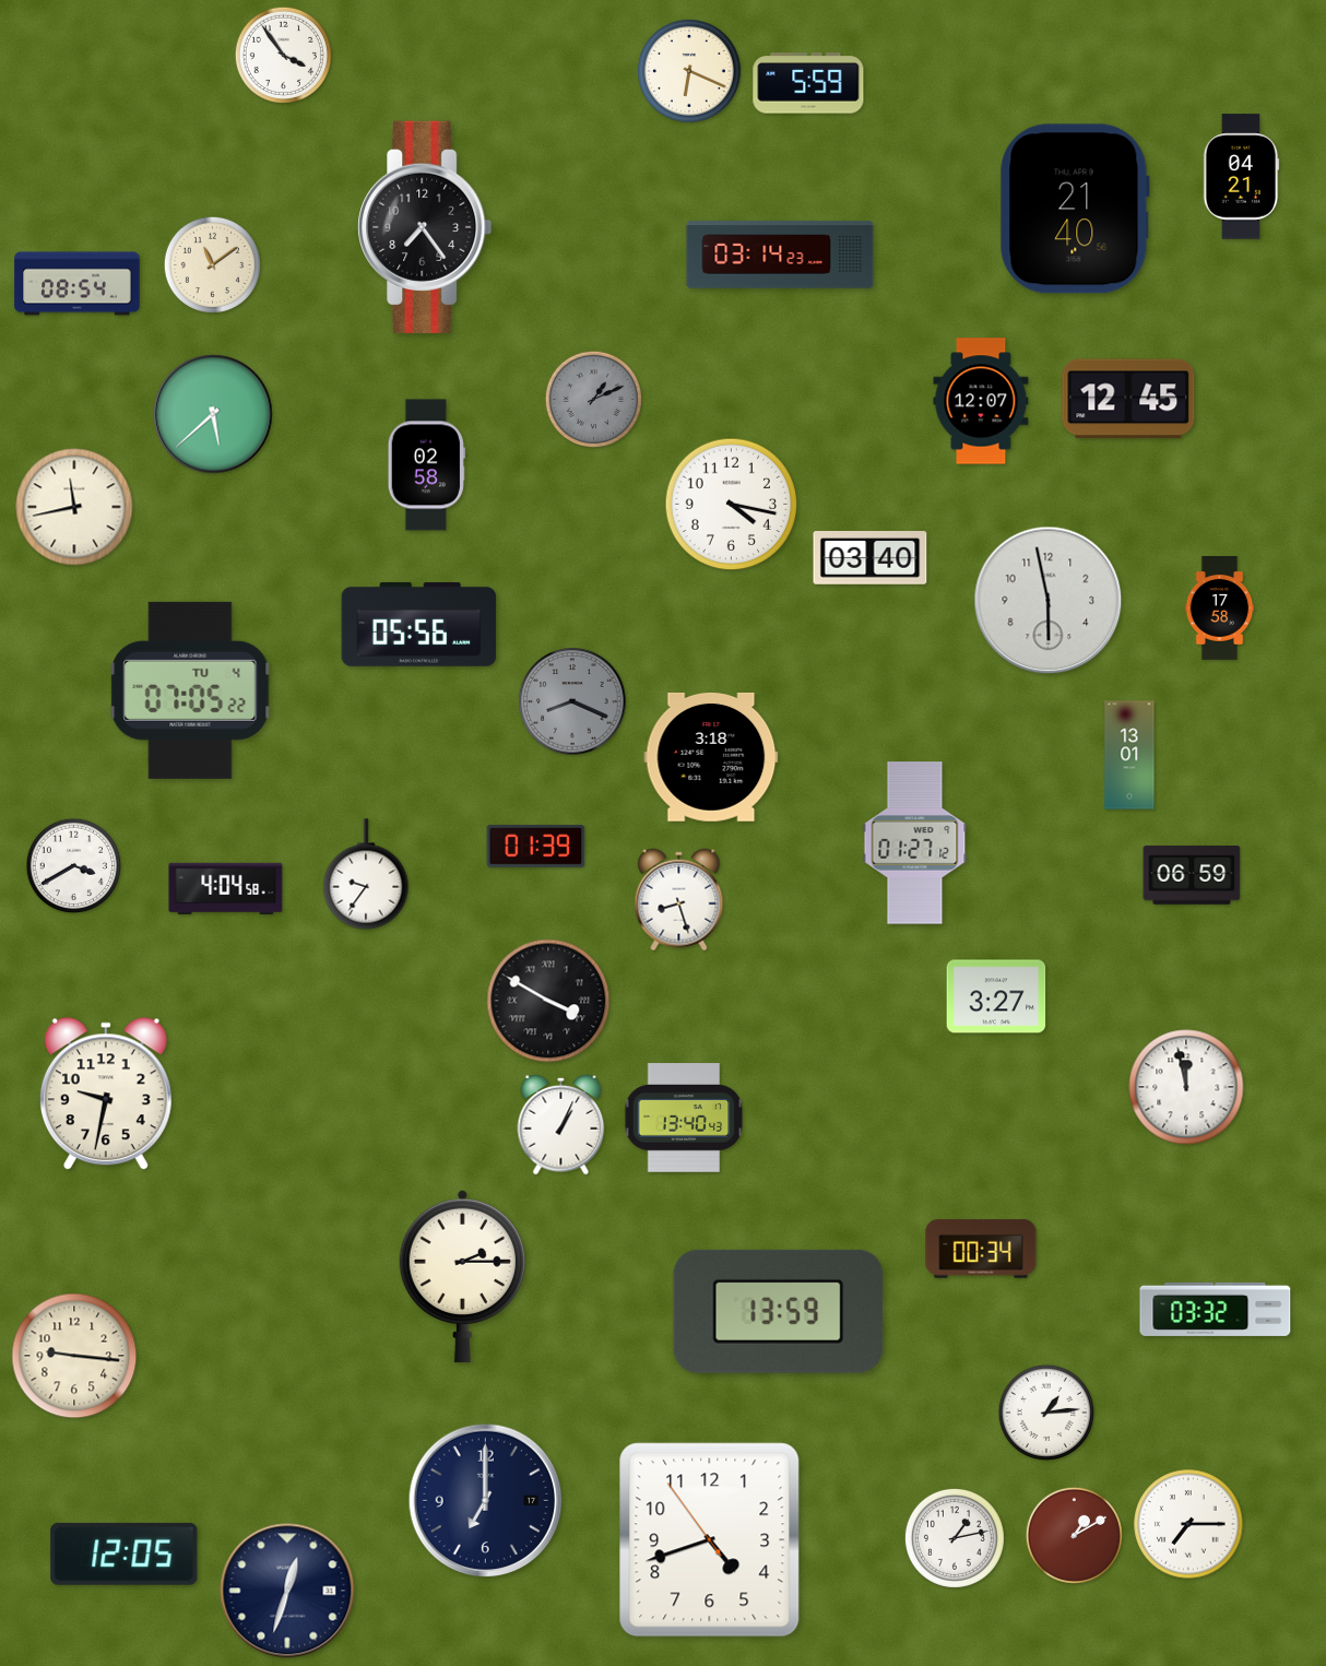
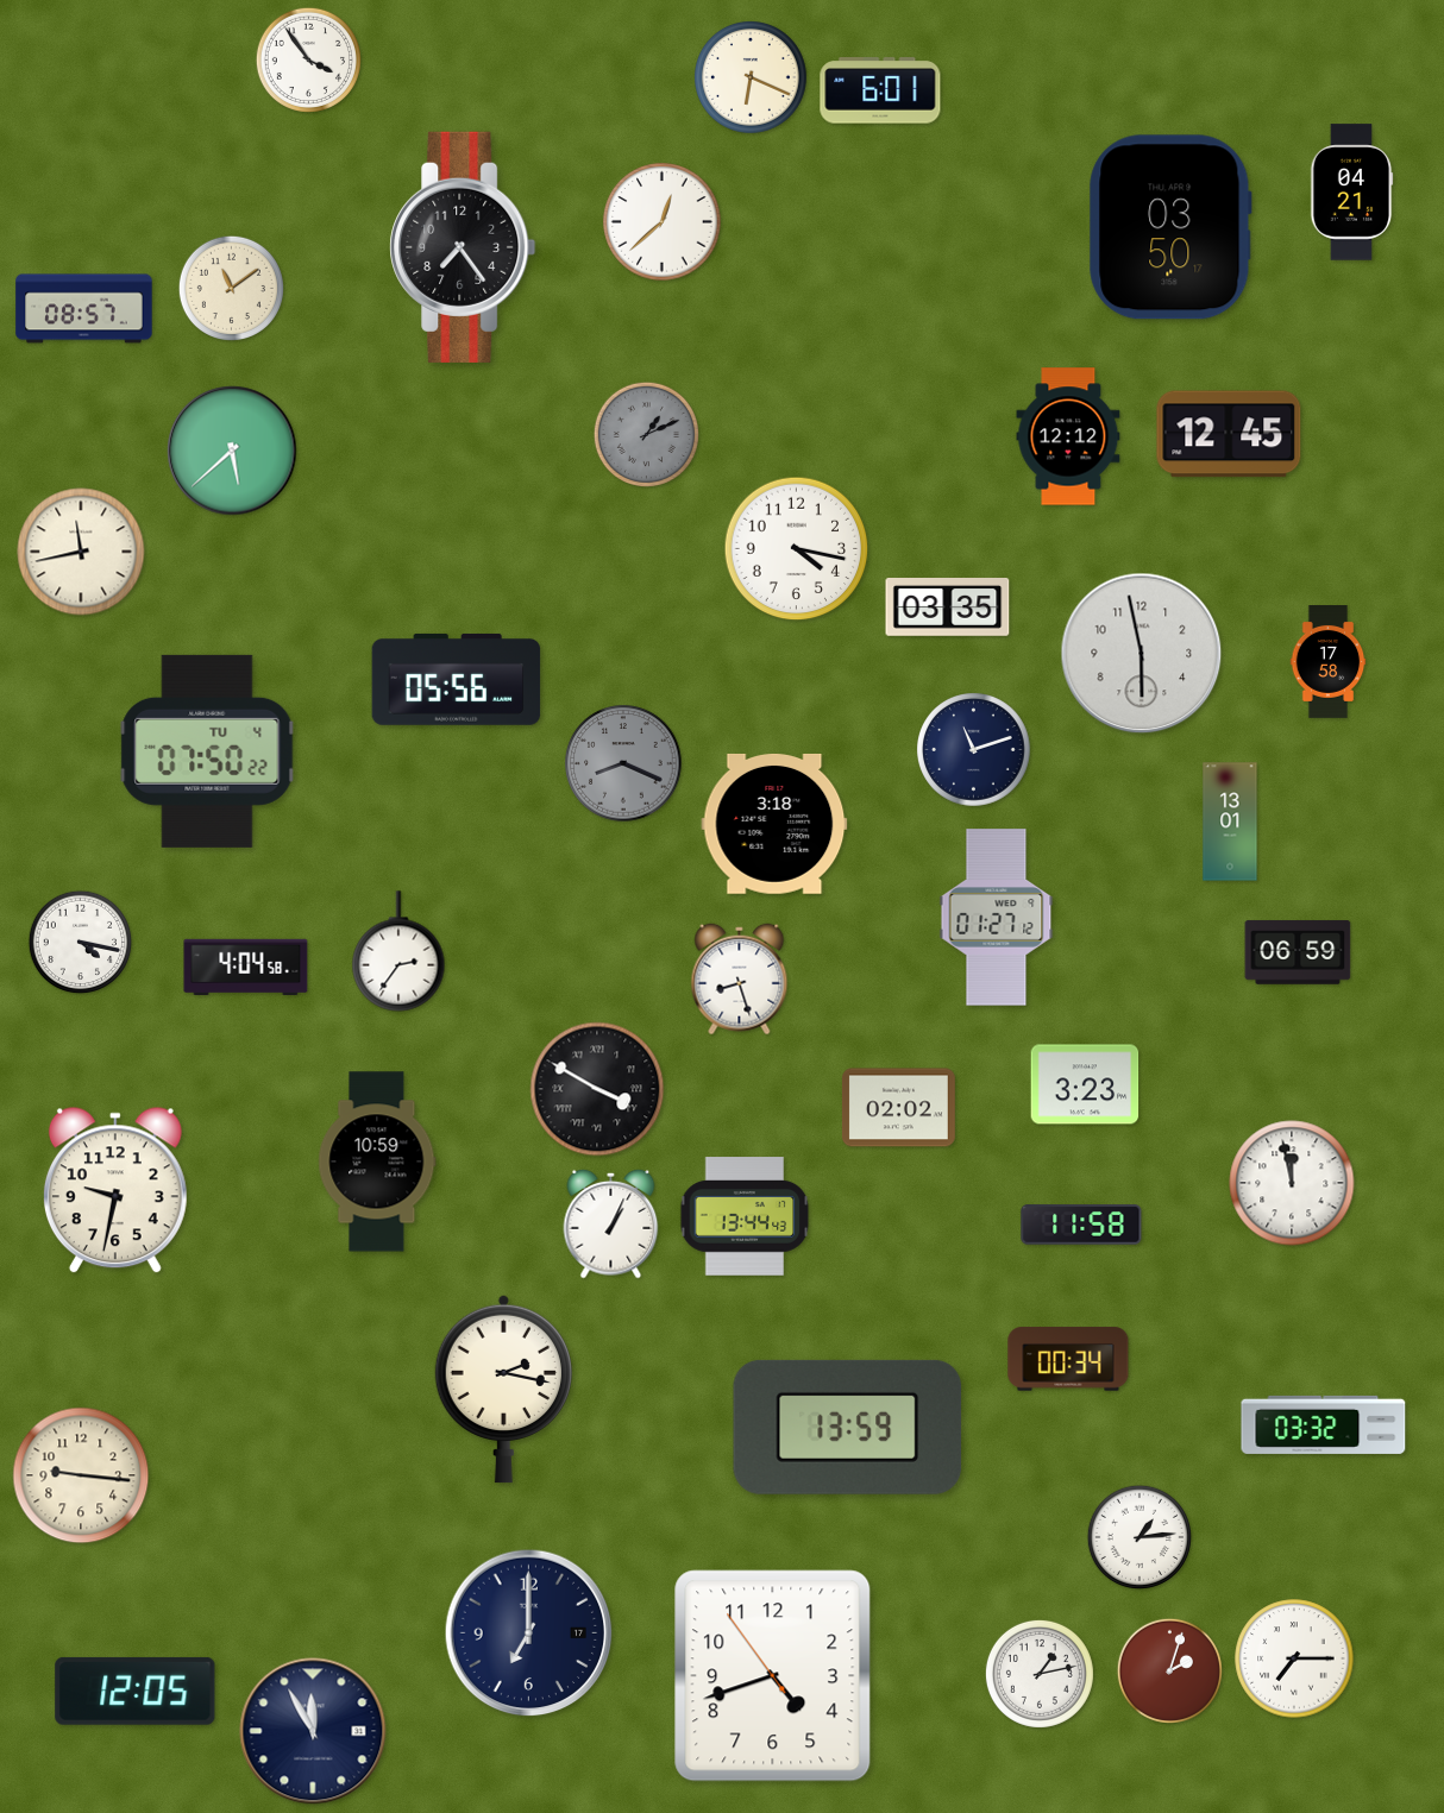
clock at (808, 83): 5:59 -> 6:01
clock at (663, 222): none -> 12:38
clock at (1075, 209): 21:40 -> 03:50
clock at (780, 255): 03:14 -> none
clock at (78, 284): 08:54 -> 08:57
clock at (981, 401): 12:07 -> 12:12
clock at (426, 465): 02:58 -> none
clock at (871, 558): 03:40 -> 03:35
clock at (974, 750): none -> 11:12
clock at (190, 690): 07:05 -> 07:50
clock at (536, 846): 01:39 -> none
clock at (74, 866): 3:40 -> 4:17
clock at (366, 874): 9:36 -> 2:36
clock at (996, 996): 3:27 -> 3:23
clock at (898, 1108): none -> 02:02
clock at (377, 1162): none -> 10:59
clock at (684, 1118): 13:40 -> 13:44
clock at (1081, 1225): none -> 11:58
clock at (462, 1276): 2:15 -> 2:17
clock at (1074, 1535): 1:10 -> 2:03
clock at (287, 1591): 12:33 -> 11:55
